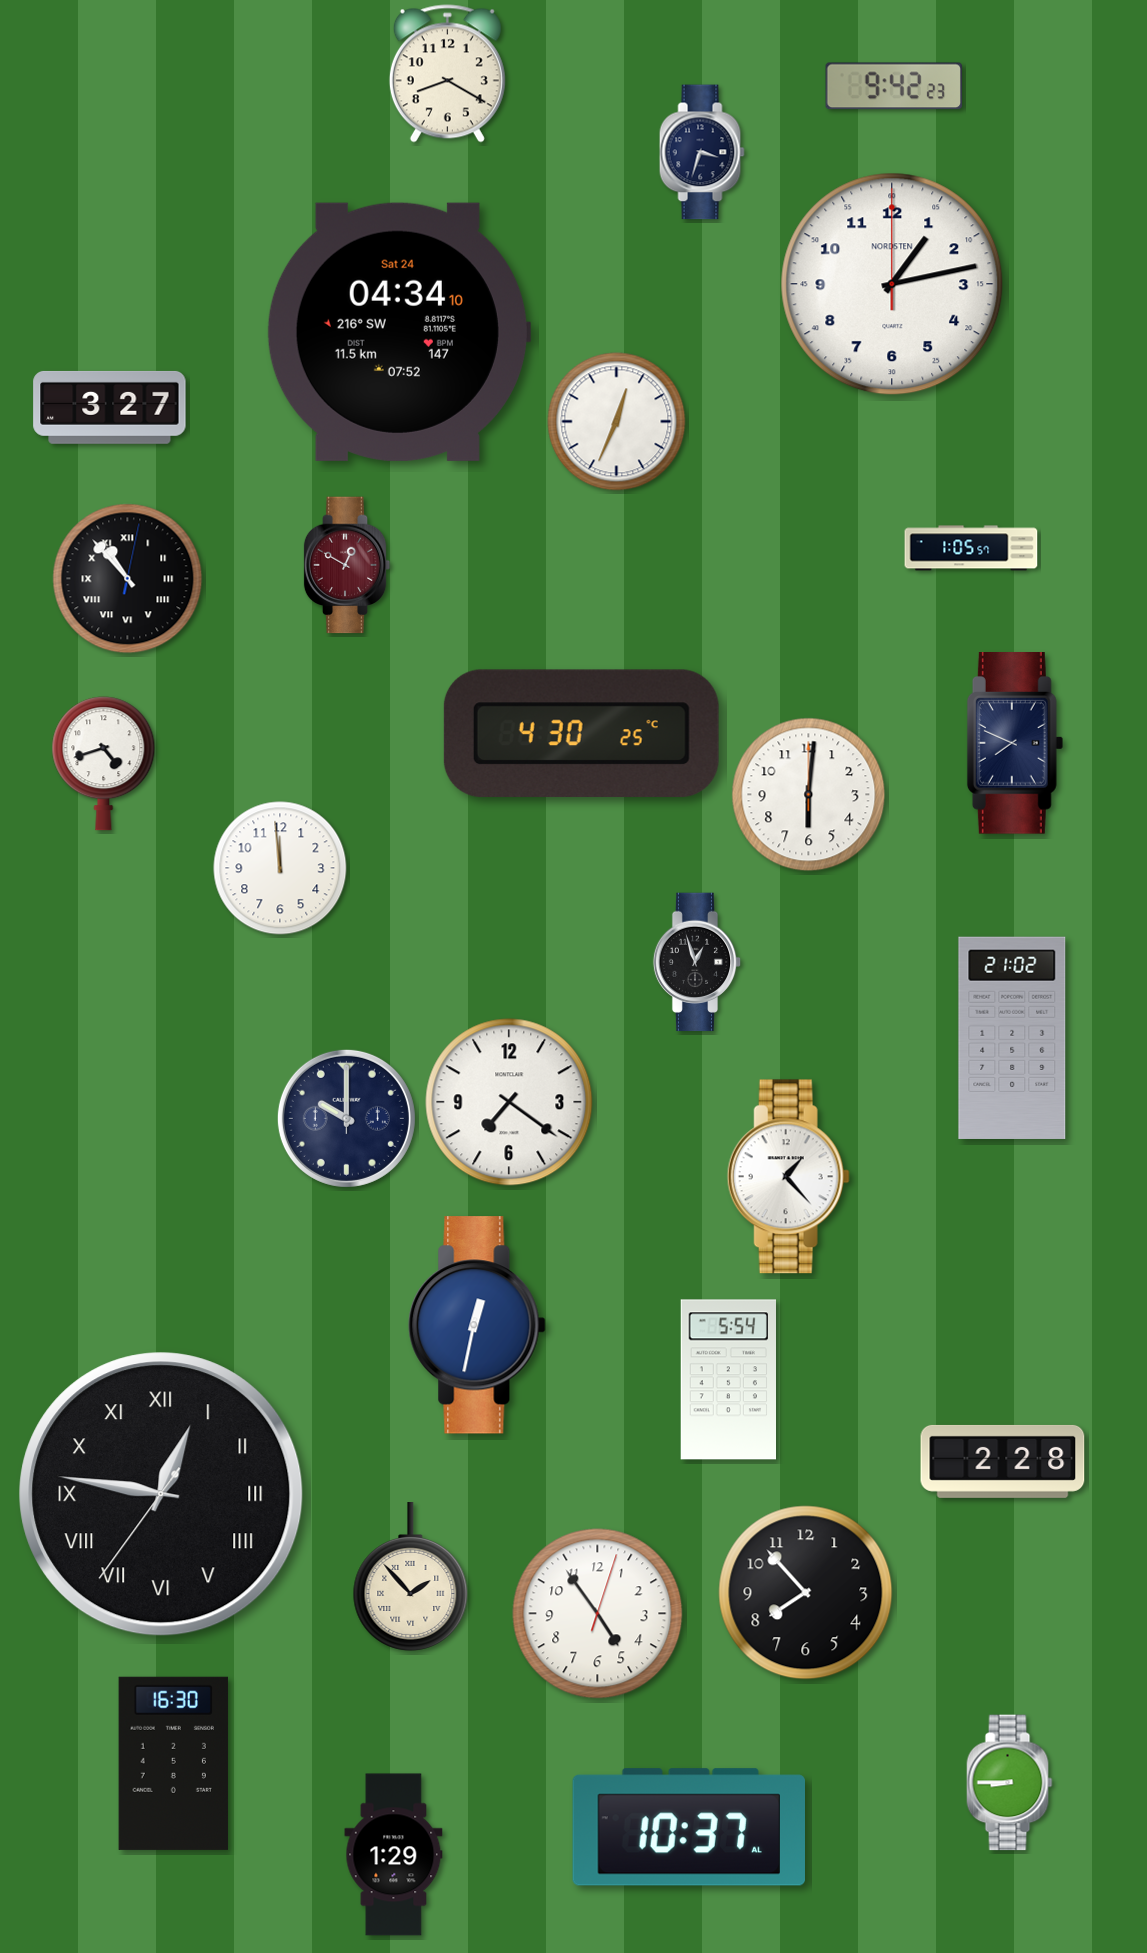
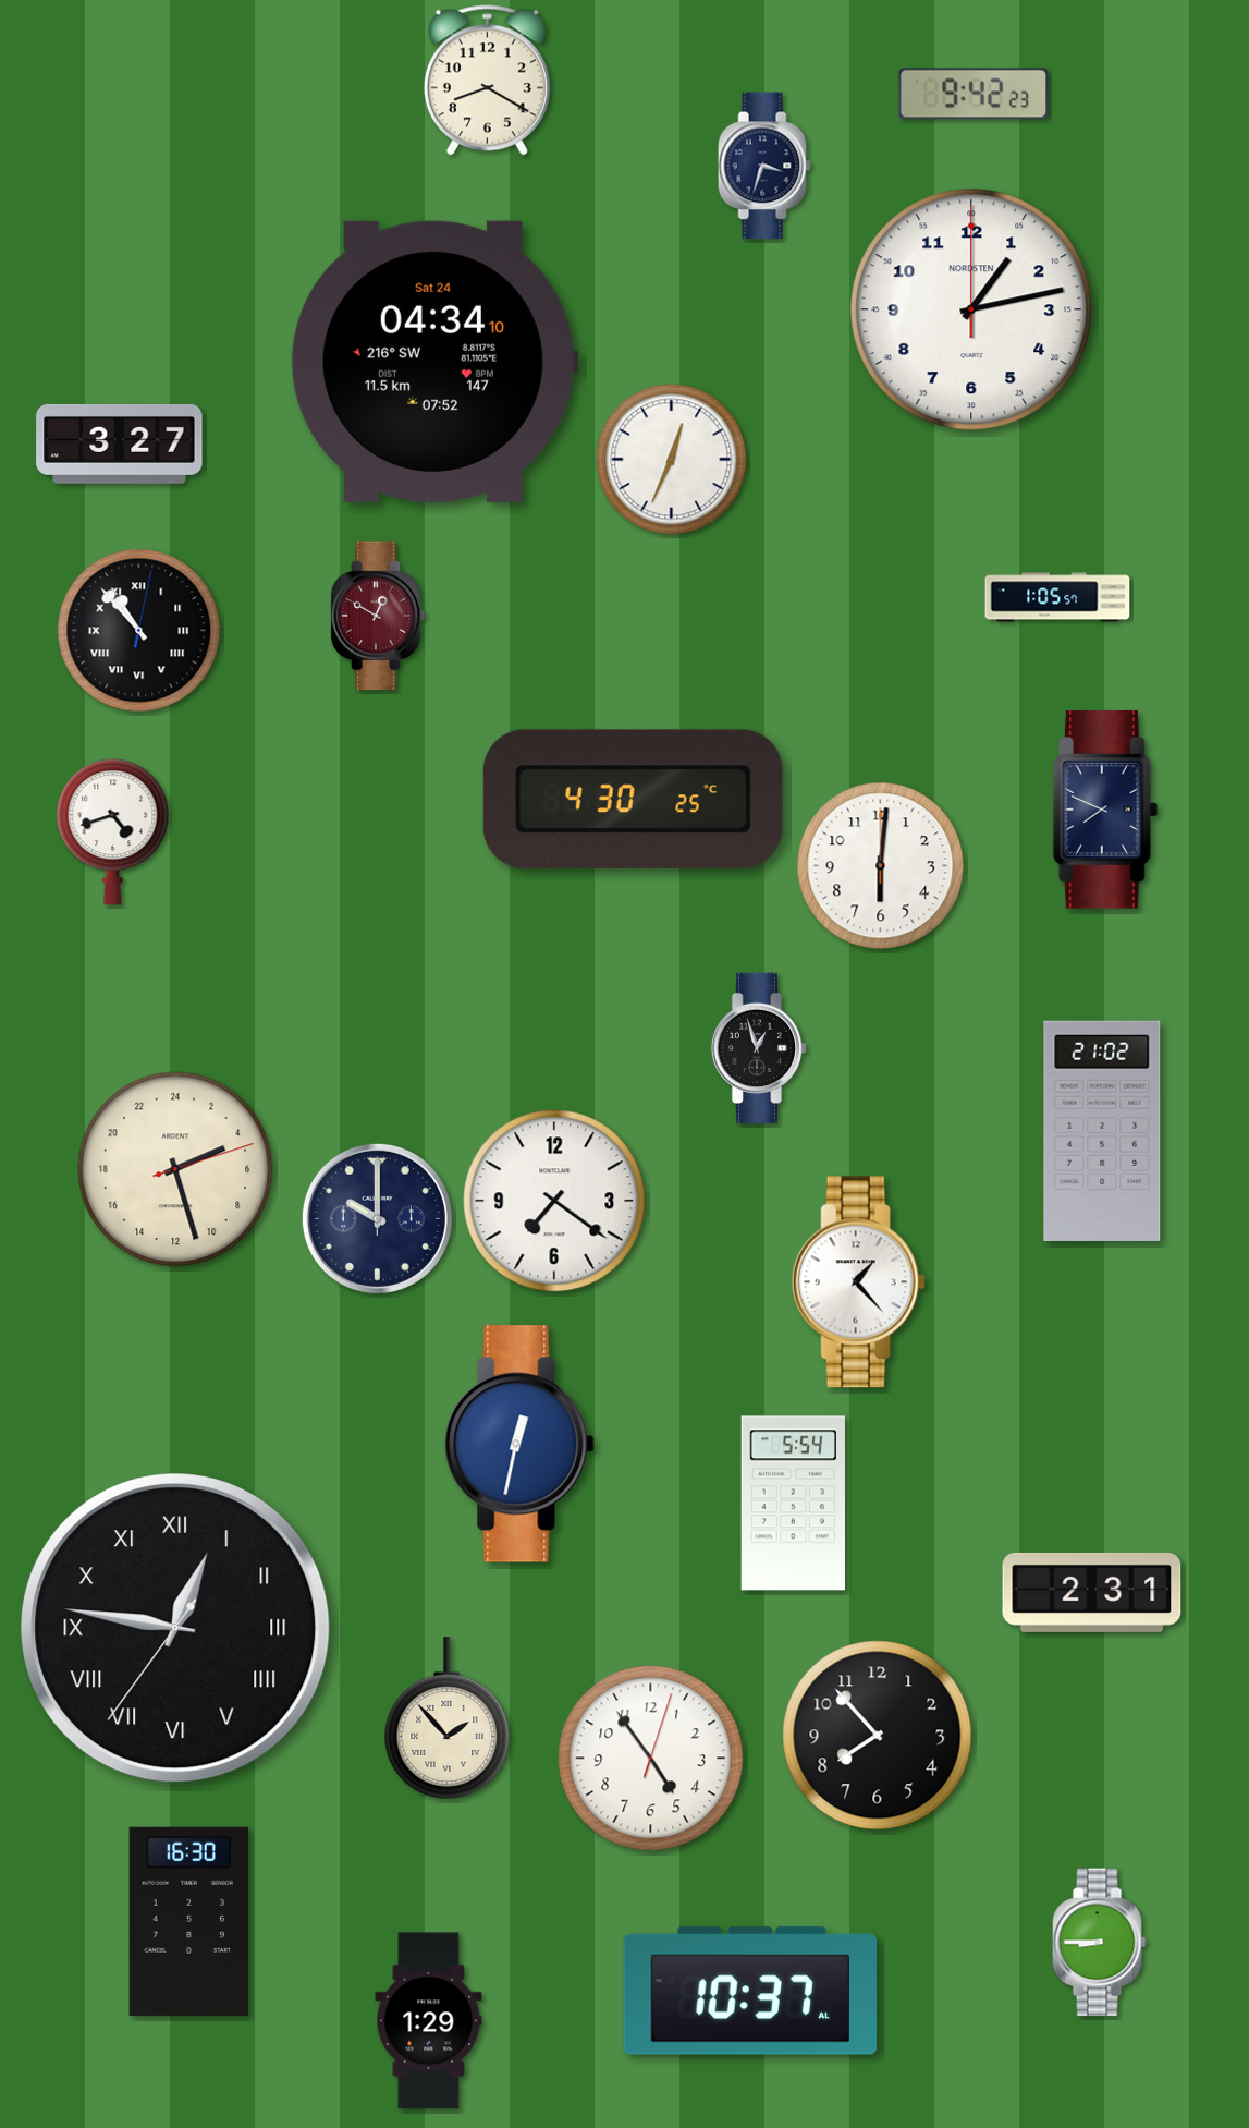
clock at (280, 868): 11:59 -> none
clock at (175, 1169): none -> 4:27
clock at (1003, 1461): 2:28 -> 2:31
